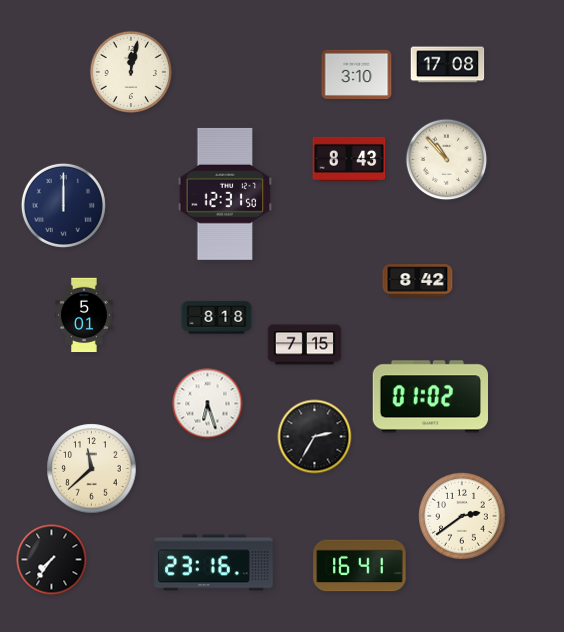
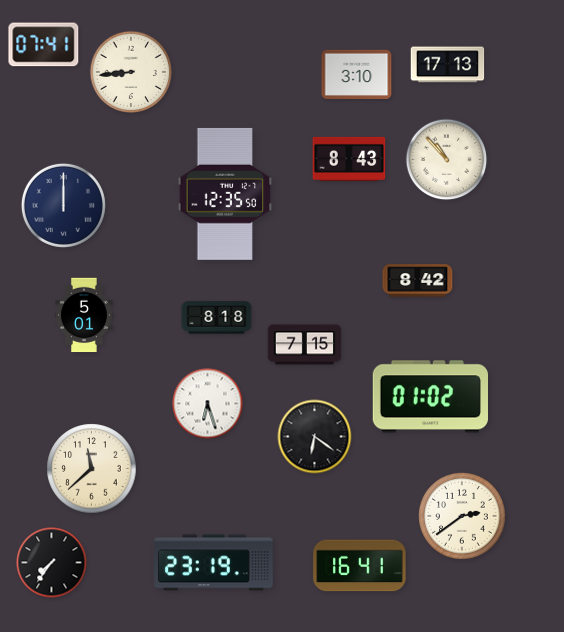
clock at (44, 45): none -> 07:41
clock at (448, 65): 17:08 -> 17:13
clock at (131, 72): 12:02 -> 8:44
clock at (225, 194): 12:31 -> 12:35
clock at (315, 437): 2:35 -> 6:21
clock at (52, 560) position: (52, 560) -> (52, 563)
clock at (214, 563): 23:16 -> 23:19
